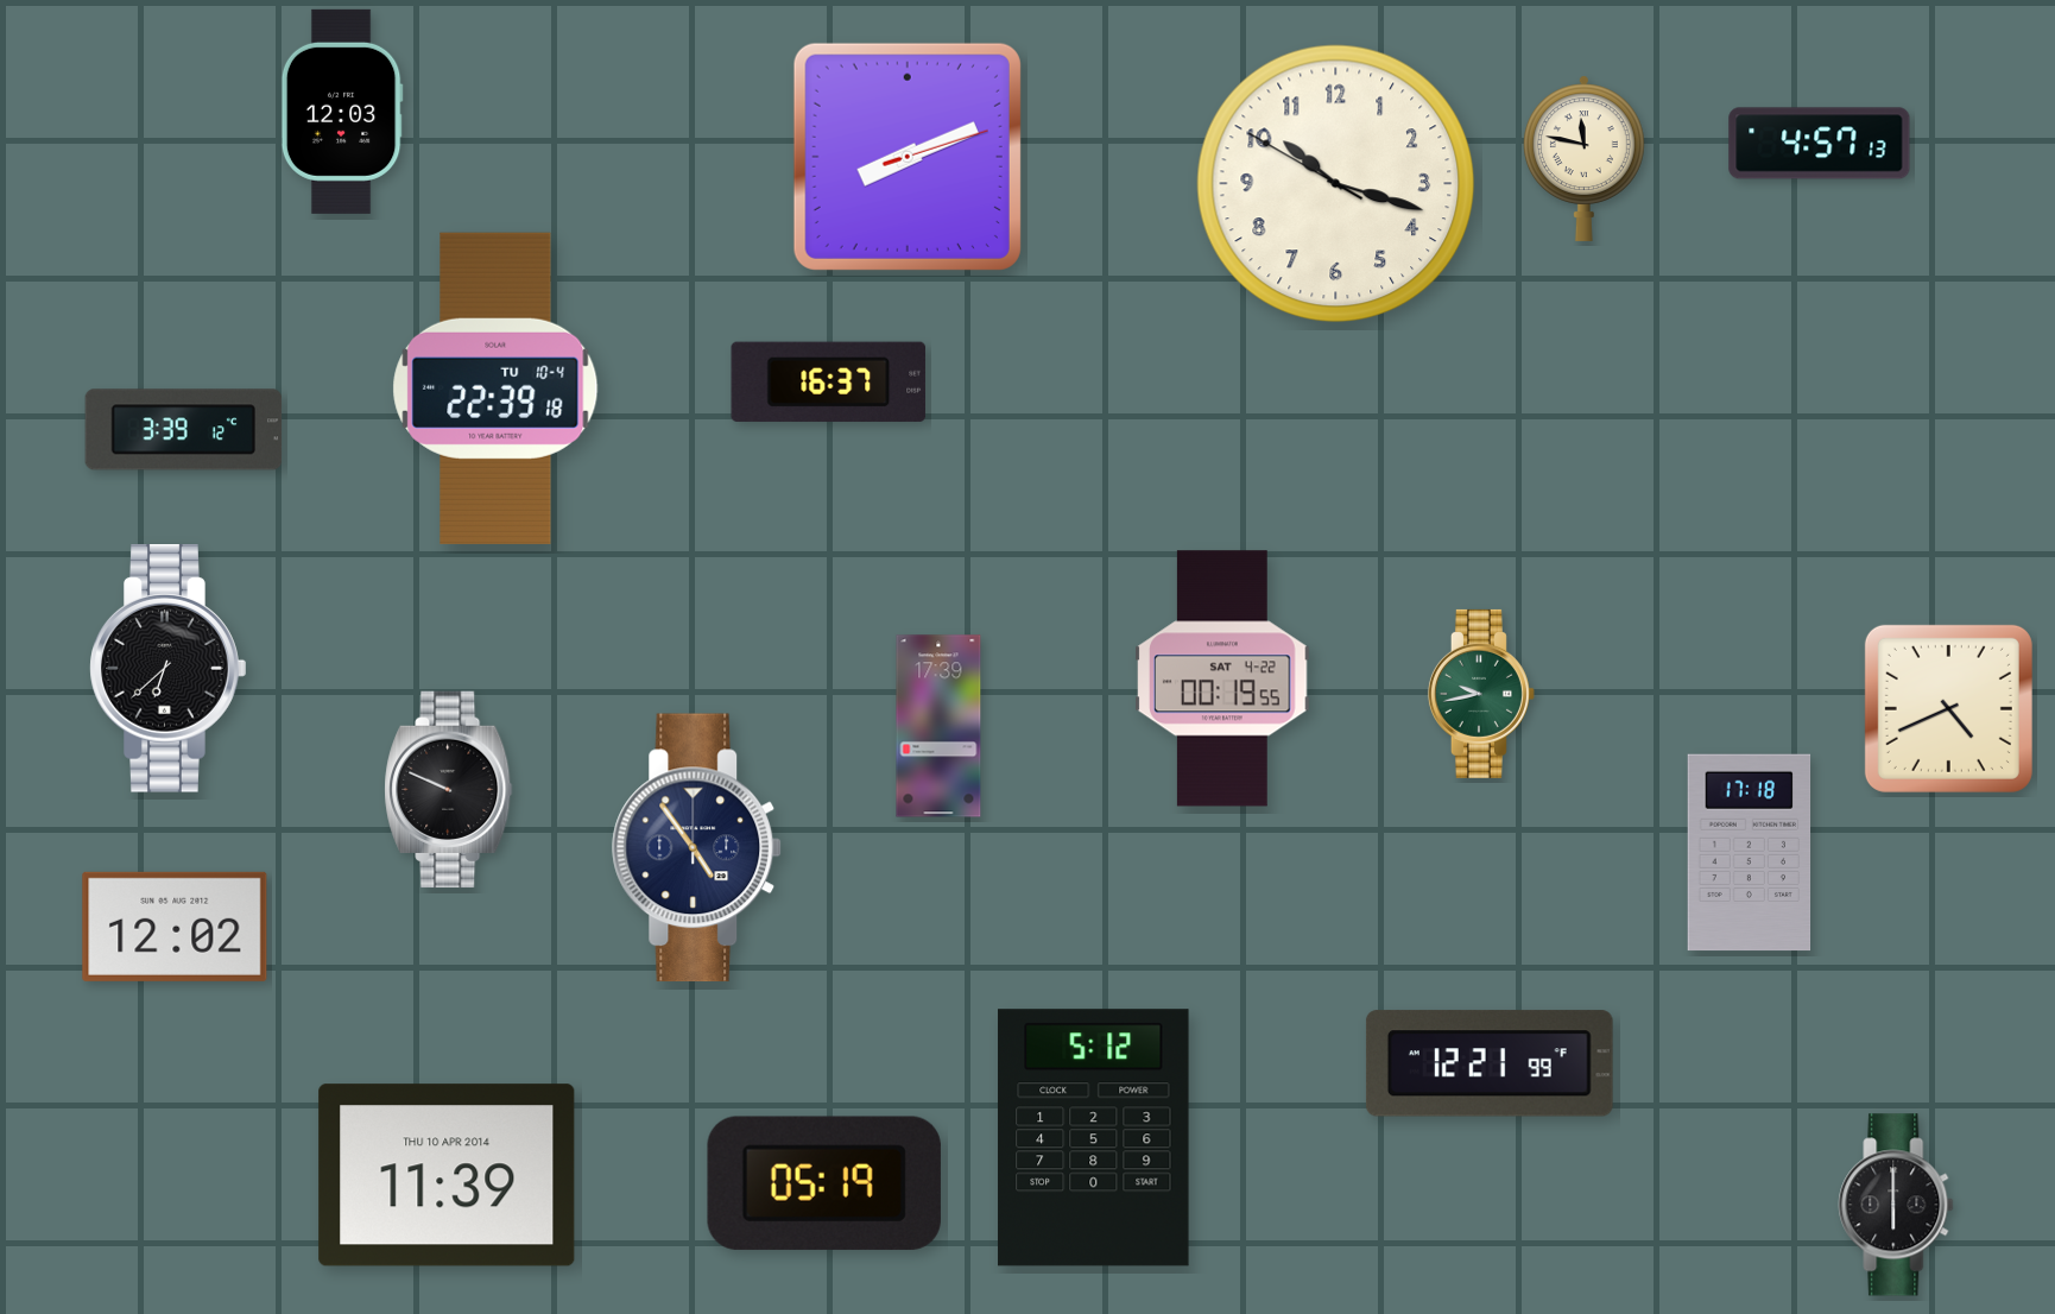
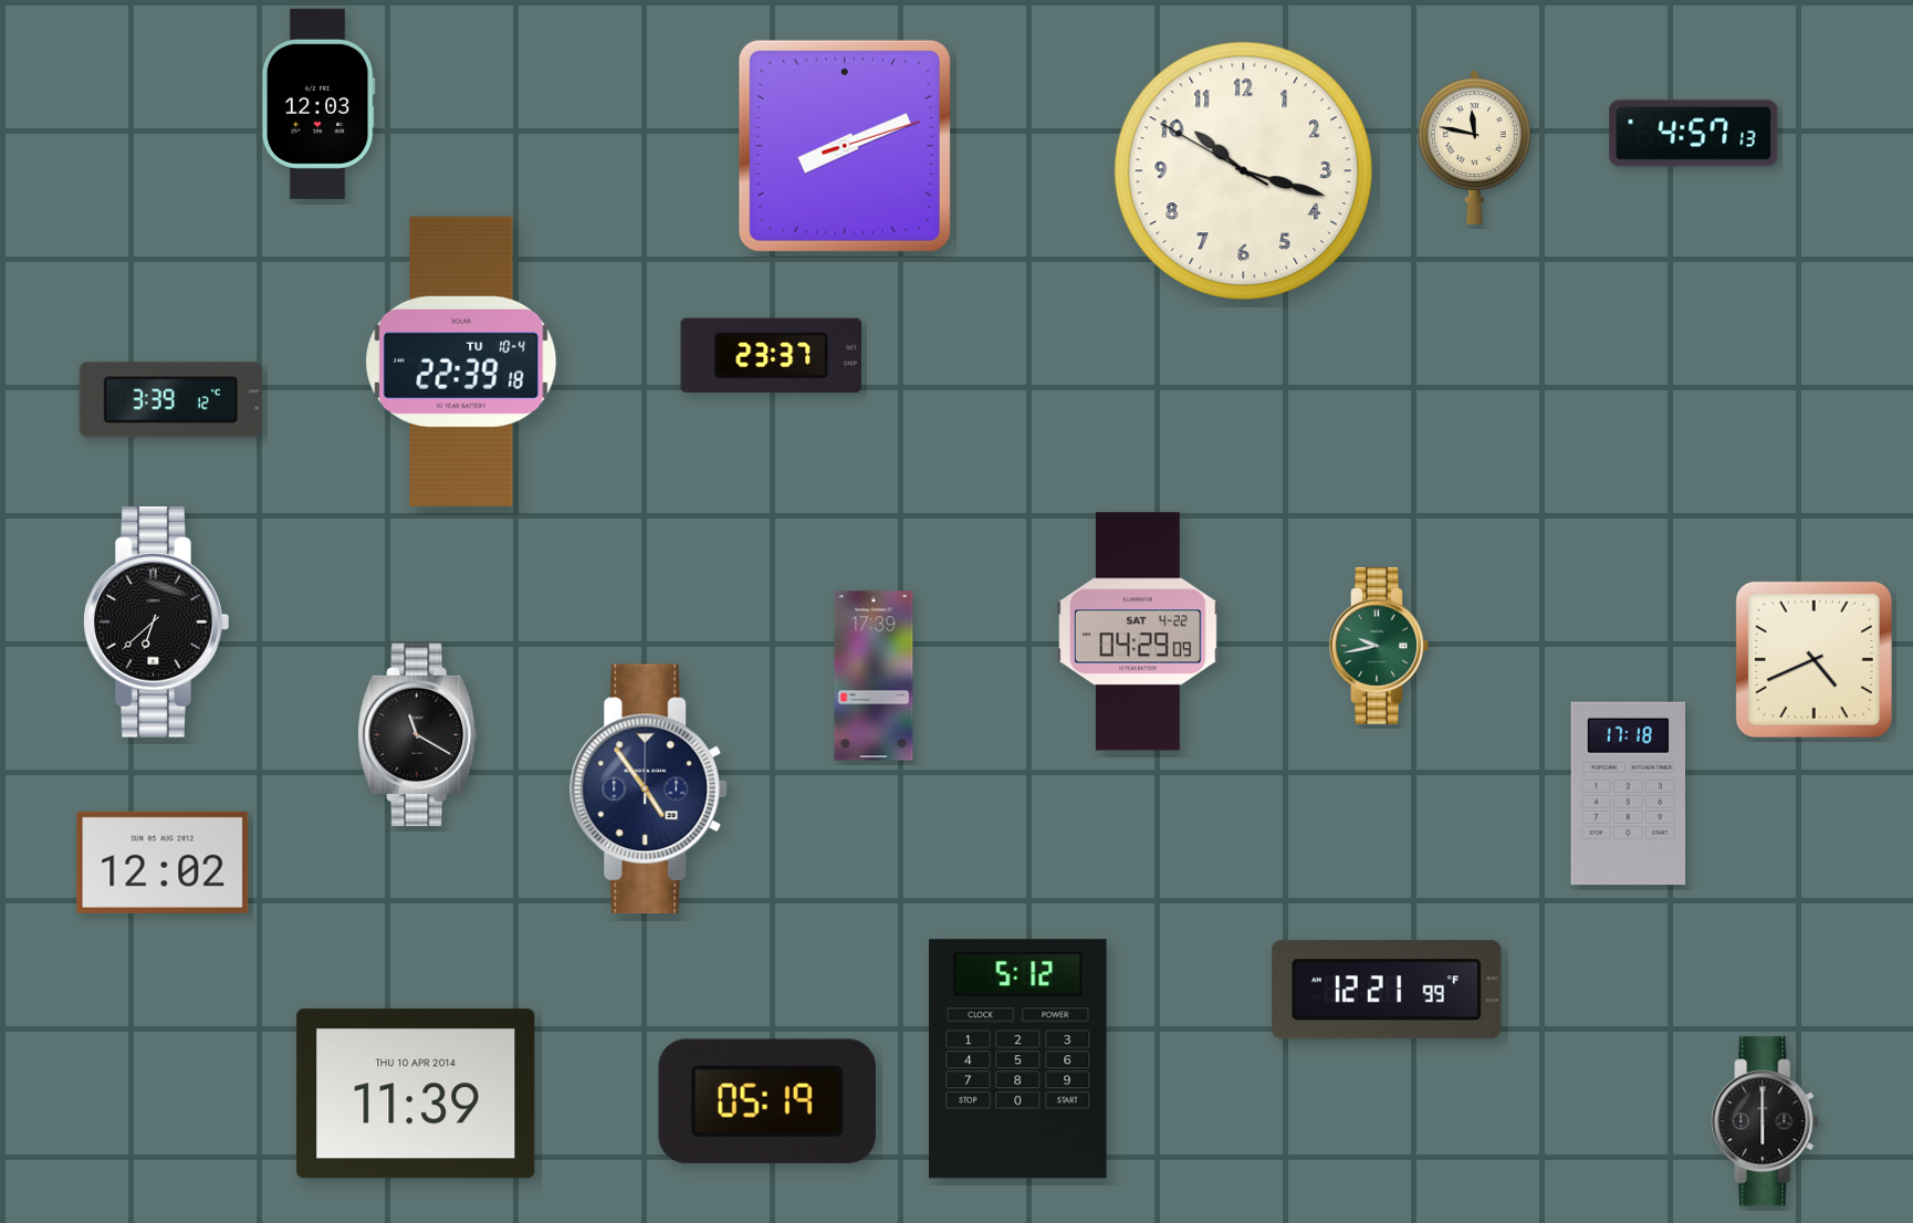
clock at (829, 381): 16:37 -> 23:37
clock at (1222, 678): 00:19 -> 04:29
clock at (449, 790): 9:49 -> 11:20
